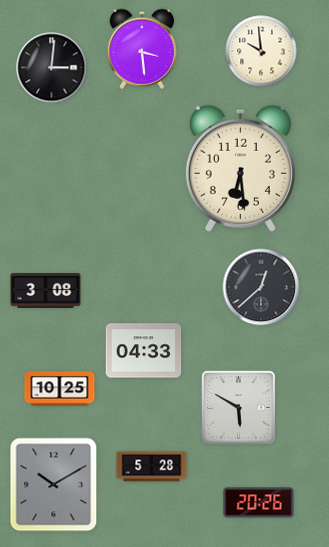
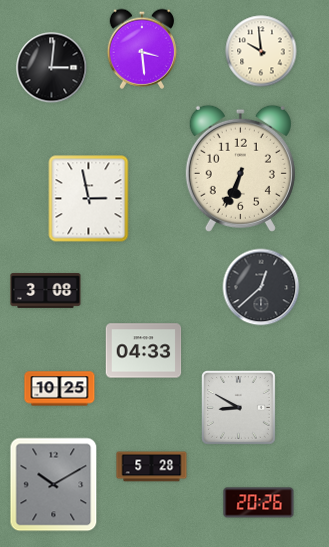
clock at (240, 168): 6:29 -> 6:34
clock at (89, 199): none -> 2:58
clock at (239, 408): 5:50 -> 8:50
